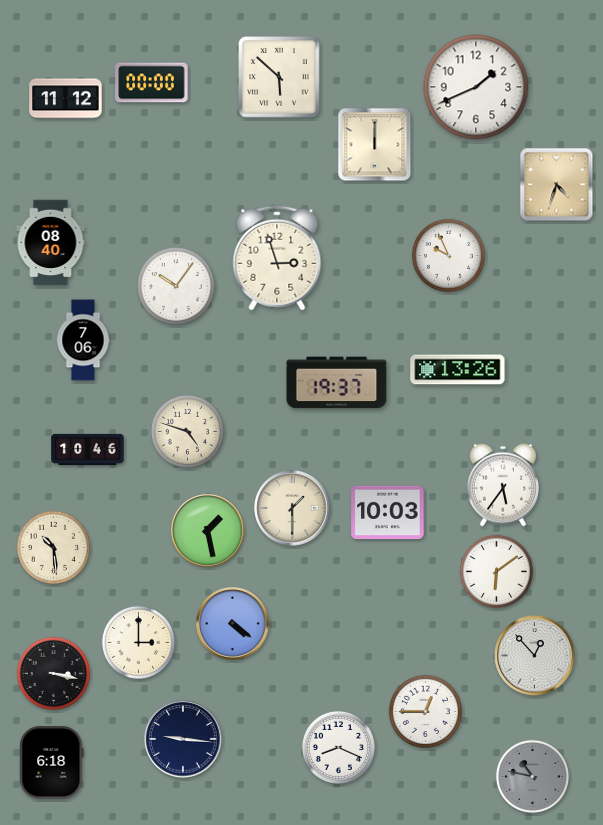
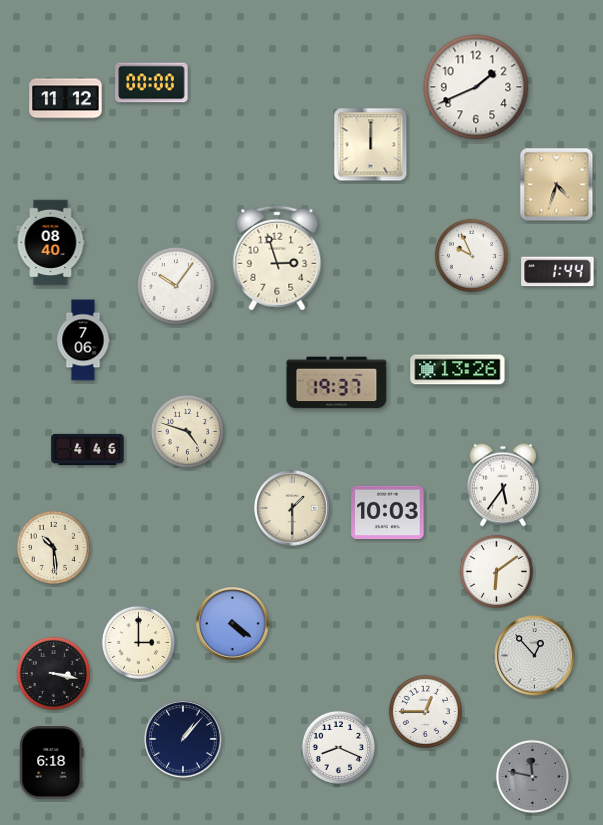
clock at (279, 77): 5:52 -> none
clock at (375, 145) position: (375, 145) -> (371, 145)
clock at (448, 255) position: (448, 255) -> (471, 255)
clock at (558, 272): none -> 1:44
clock at (88, 449): 10:46 -> 4:46
clock at (208, 531): 1:28 -> none
clock at (183, 739): 9:16 -> 1:07
clock at (532, 776): 10:47 -> 11:47
